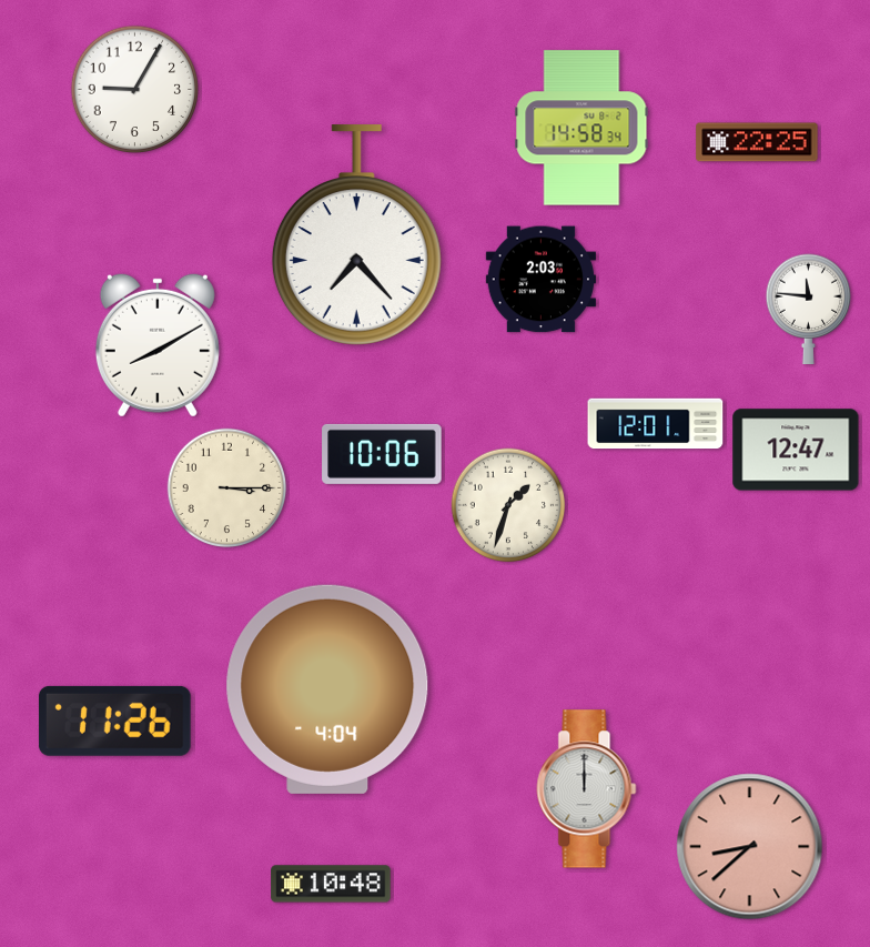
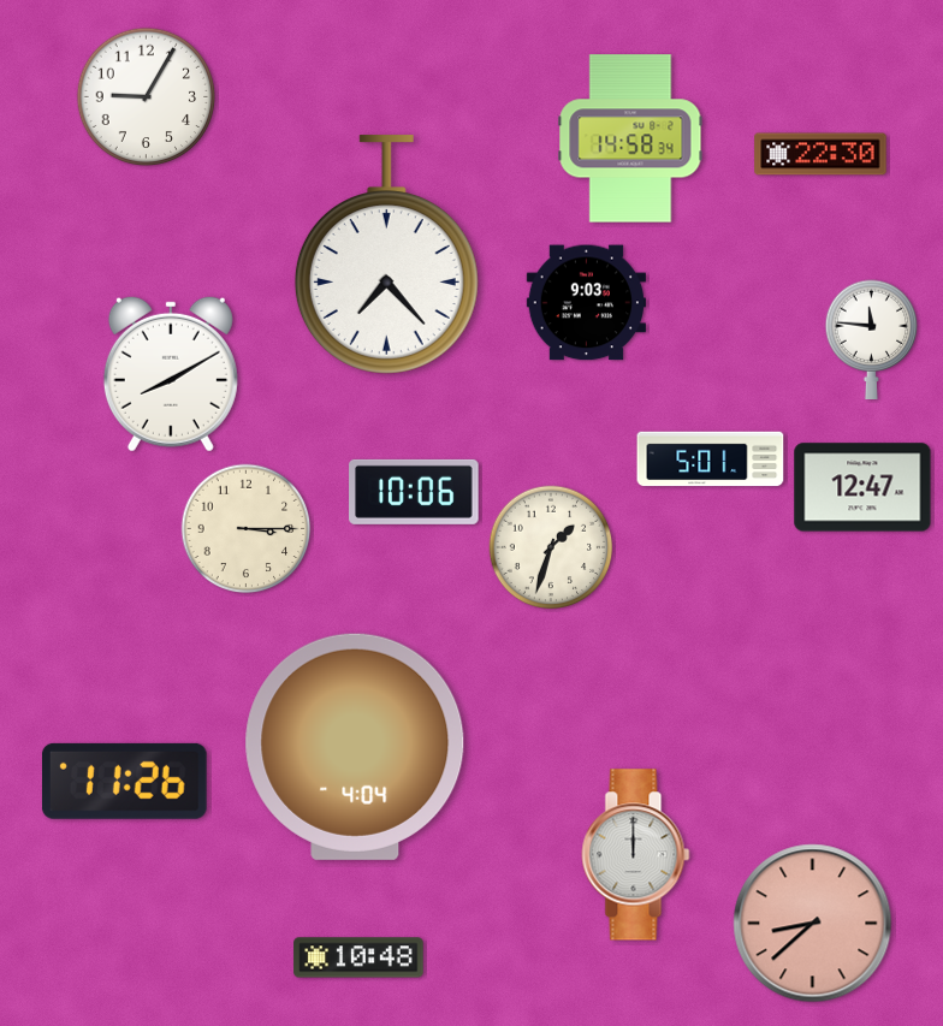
clock at (757, 142): 22:25 -> 22:30
clock at (540, 280): 2:03 -> 9:03
clock at (809, 309) position: (809, 309) -> (872, 339)
clock at (656, 424): 12:01 -> 5:01
clock at (750, 847) position: (750, 847) -> (813, 924)
